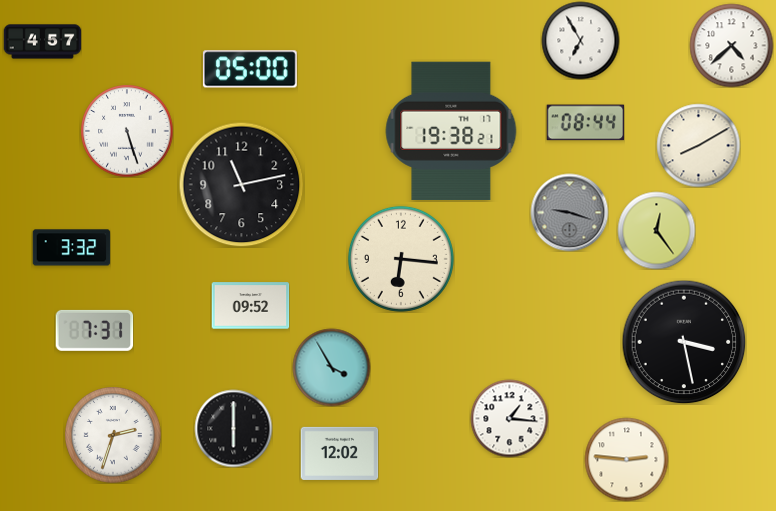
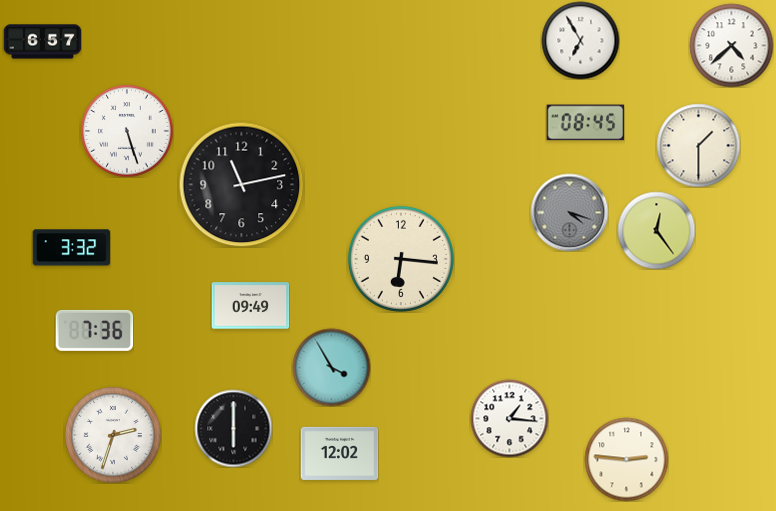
clock at (42, 42): 4:57 -> 6:57
clock at (250, 69): 05:00 -> none
clock at (585, 123): 08:44 -> 08:45
clock at (451, 130): 19:38 -> none
clock at (698, 145): 8:10 -> 1:30
clock at (569, 212): 9:18 -> 4:18
clock at (250, 306): 09:52 -> 09:49
clock at (94, 330): 7:31 -> 7:36
clock at (684, 342): 3:28 -> none
